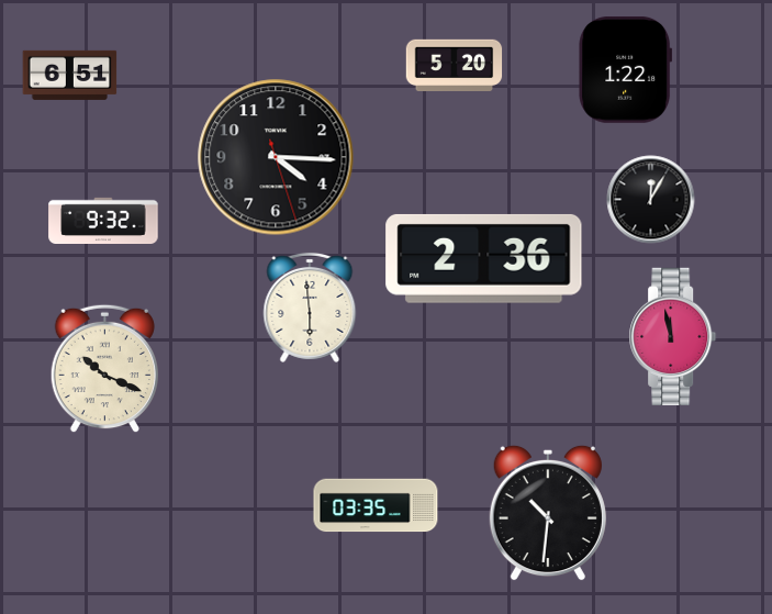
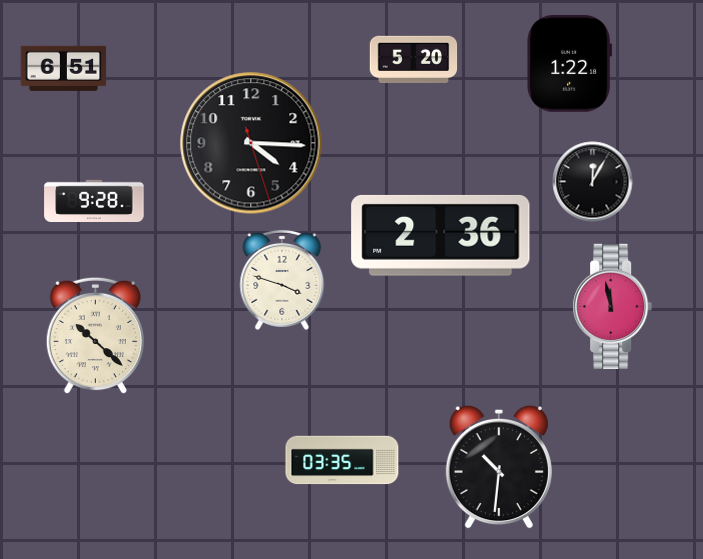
clock at (103, 220): 9:32 -> 9:28
clock at (310, 308): 5:59 -> 3:48
clock at (104, 369): 10:19 -> 10:22
